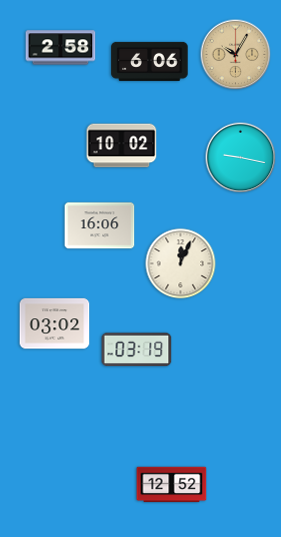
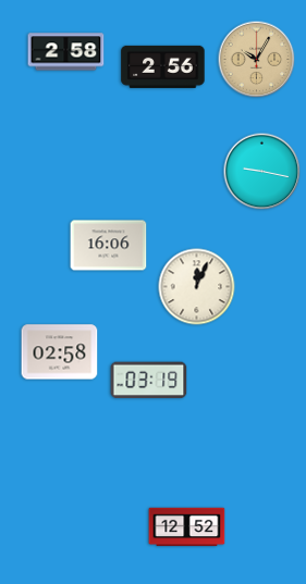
clock at (150, 61): 6:06 -> 2:56
clock at (122, 146): 10:02 -> none
clock at (55, 324): 03:02 -> 02:58
